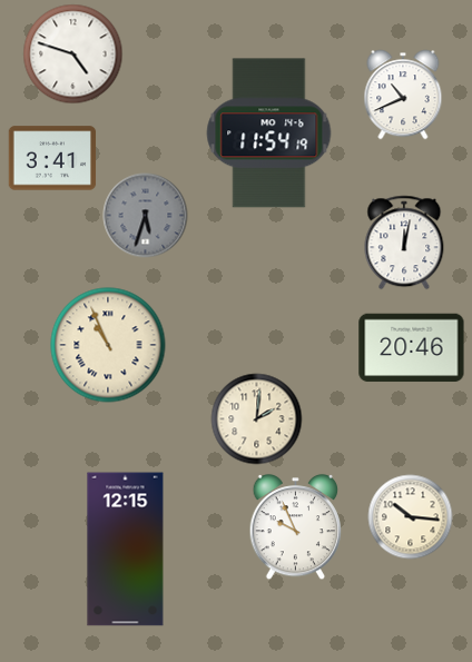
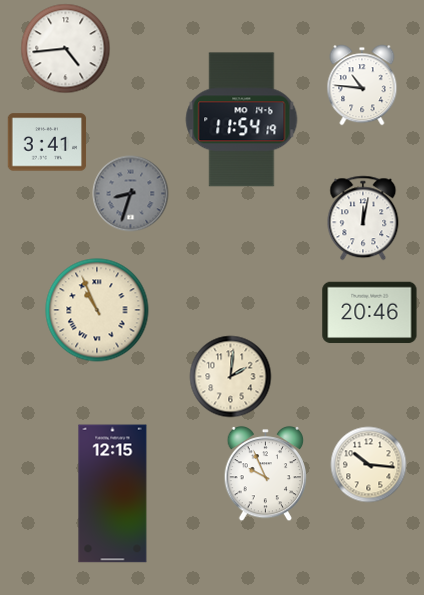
clock at (73, 55): 4:48 -> 4:44
clock at (403, 95): 10:41 -> 10:46
clock at (146, 216): 5:33 -> 8:33
